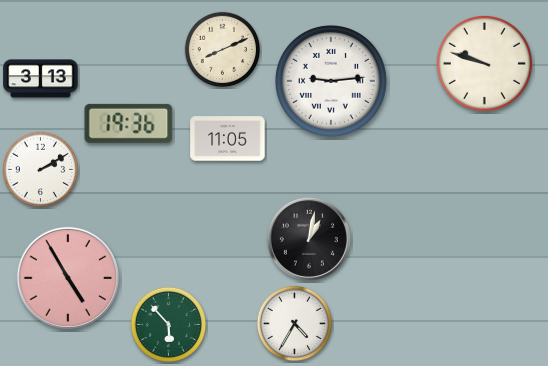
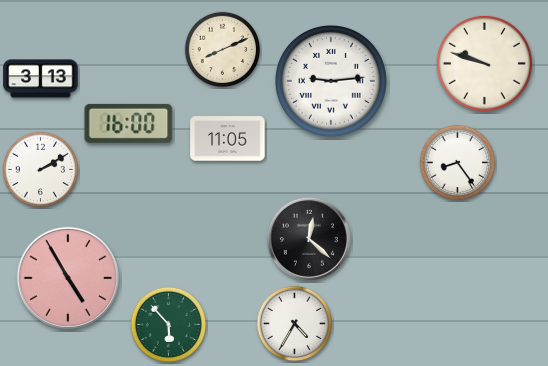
clock at (129, 123): 19:36 -> 16:00
clock at (458, 163): none -> 8:24
clock at (309, 239): 1:02 -> 12:22
